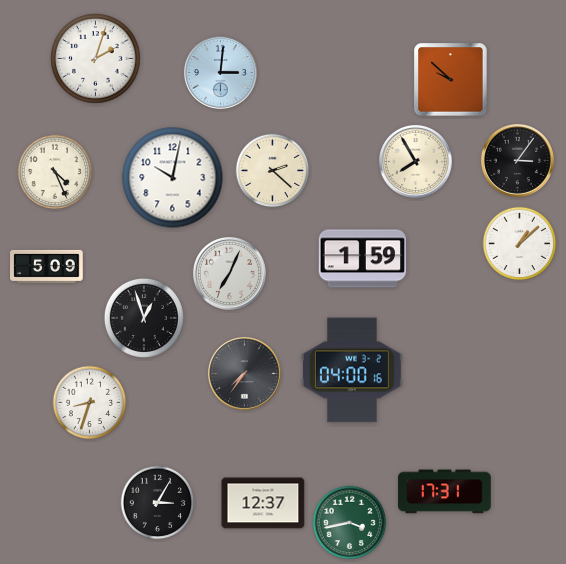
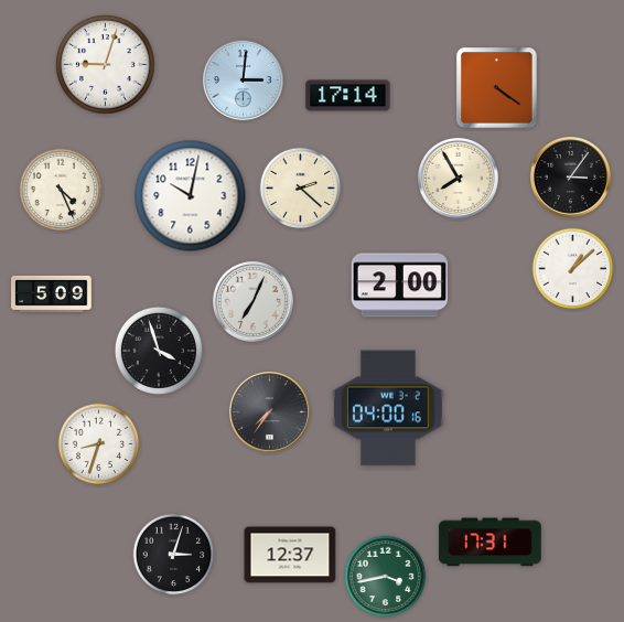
clock at (96, 59): 2:03 -> 9:03
clock at (451, 80): 9:52 -> 4:21
clock at (348, 96): none -> 17:14
clock at (363, 259): 1:59 -> 2:00
clock at (144, 318): 12:57 -> 3:57
clock at (158, 503): 3:05 -> 3:03
